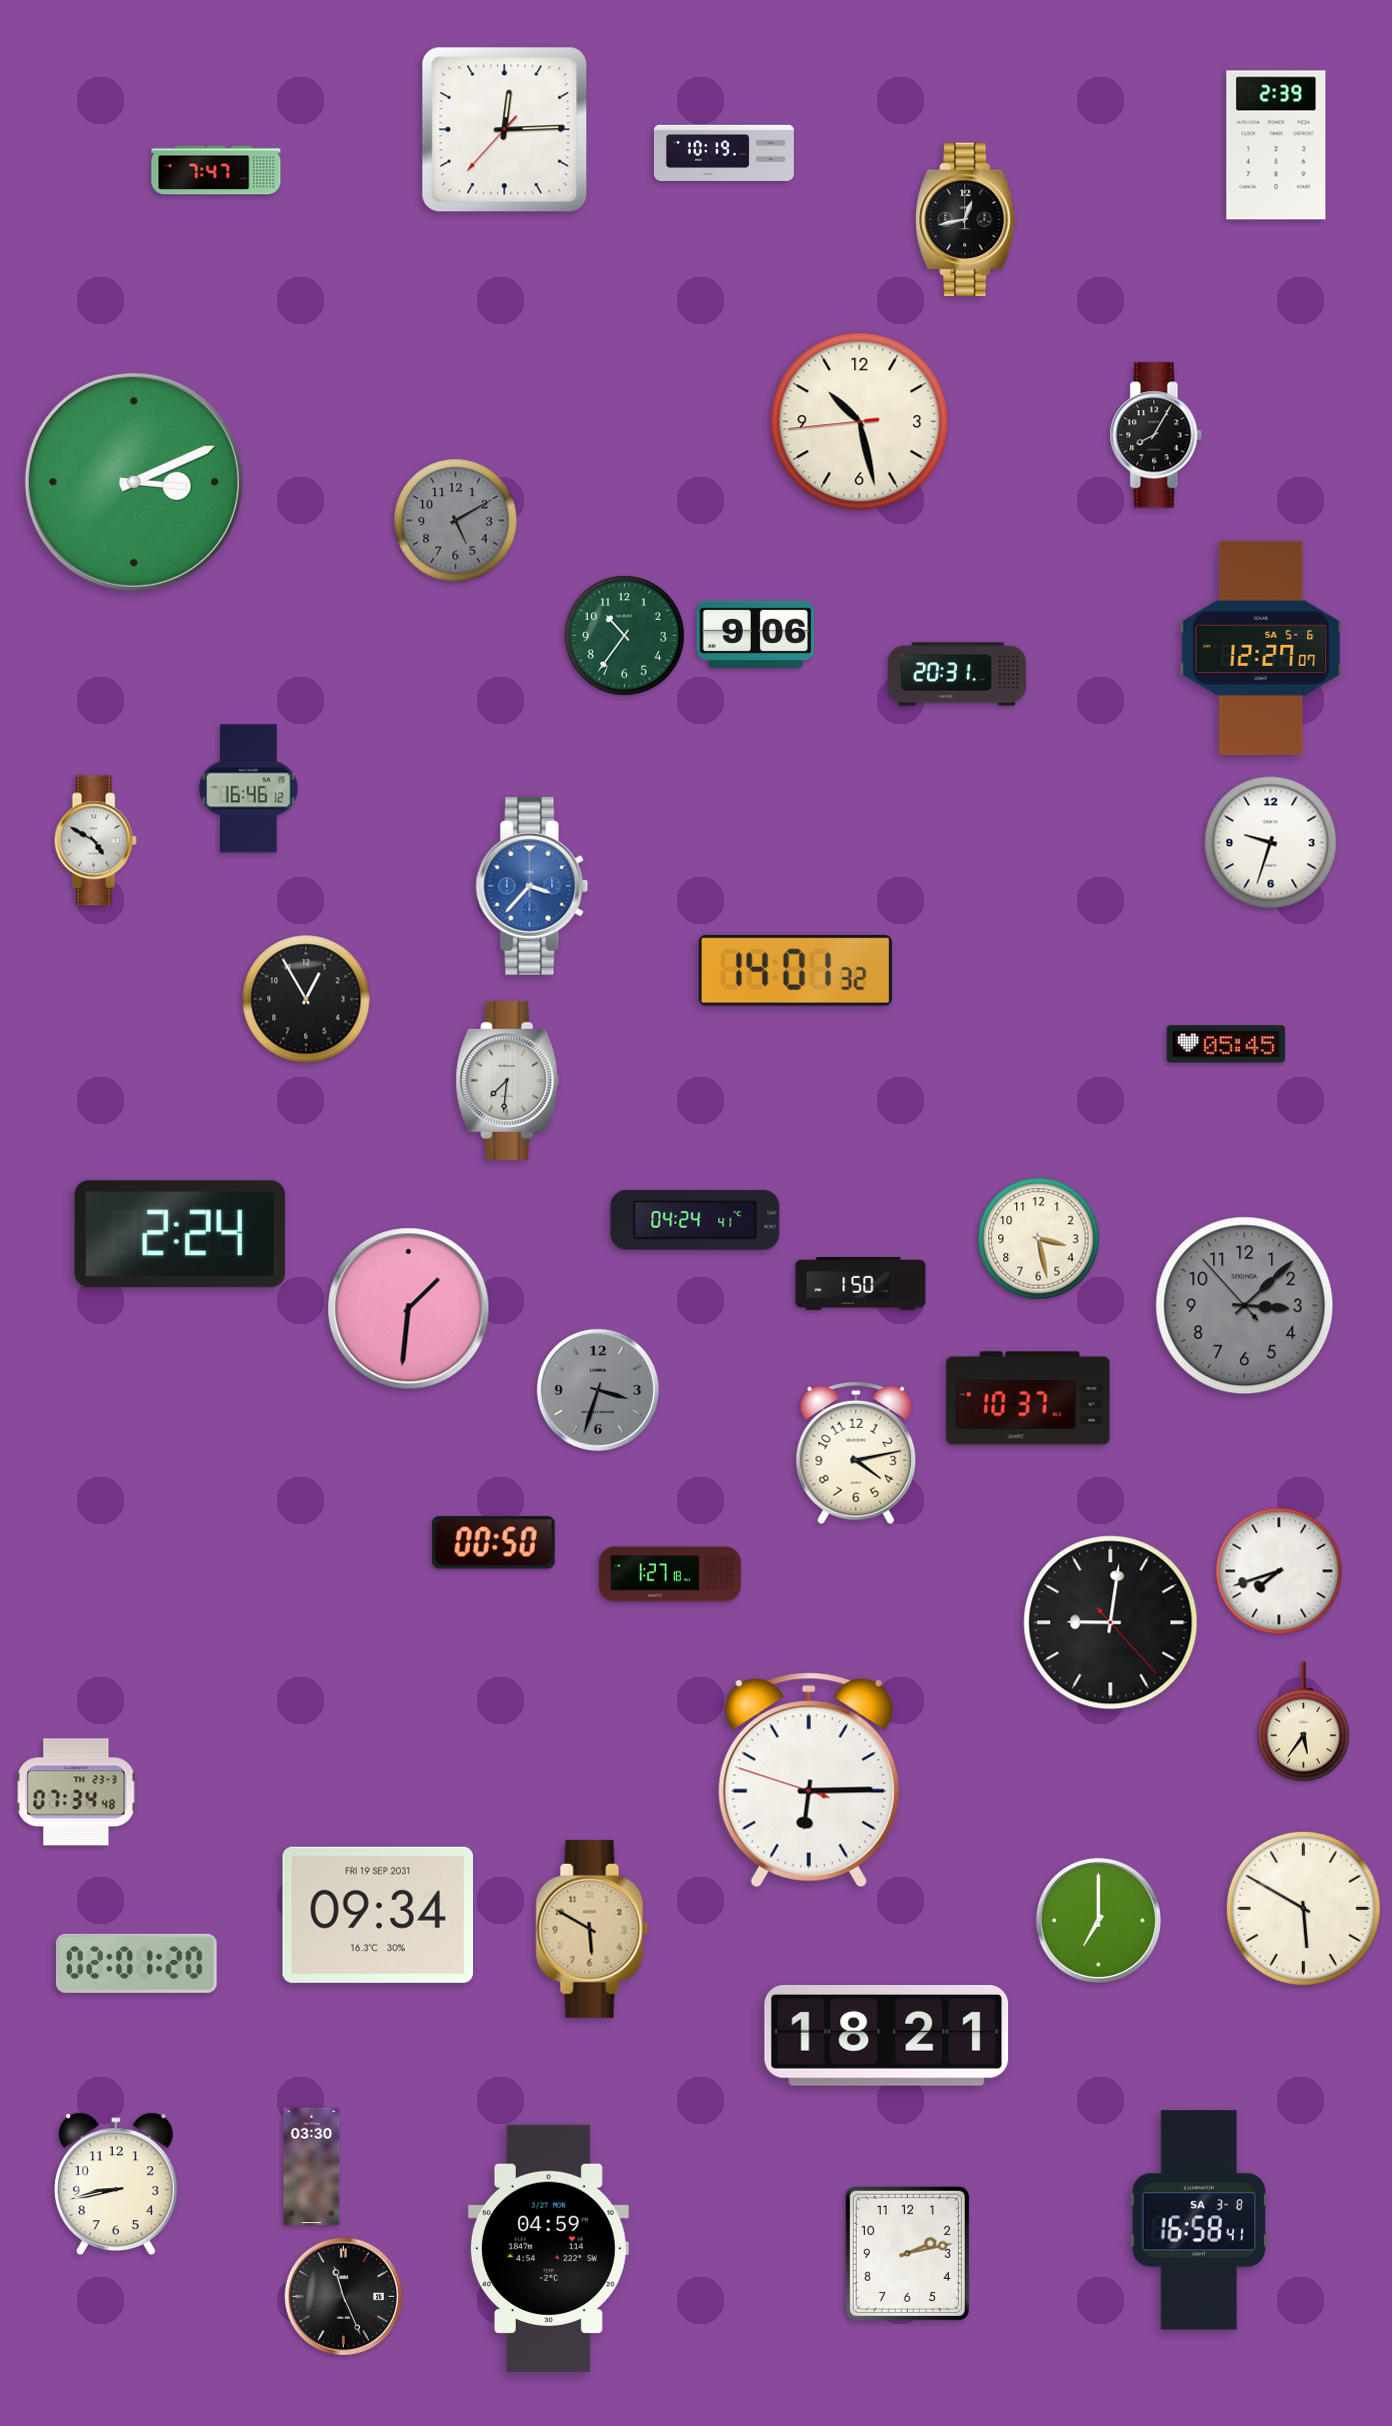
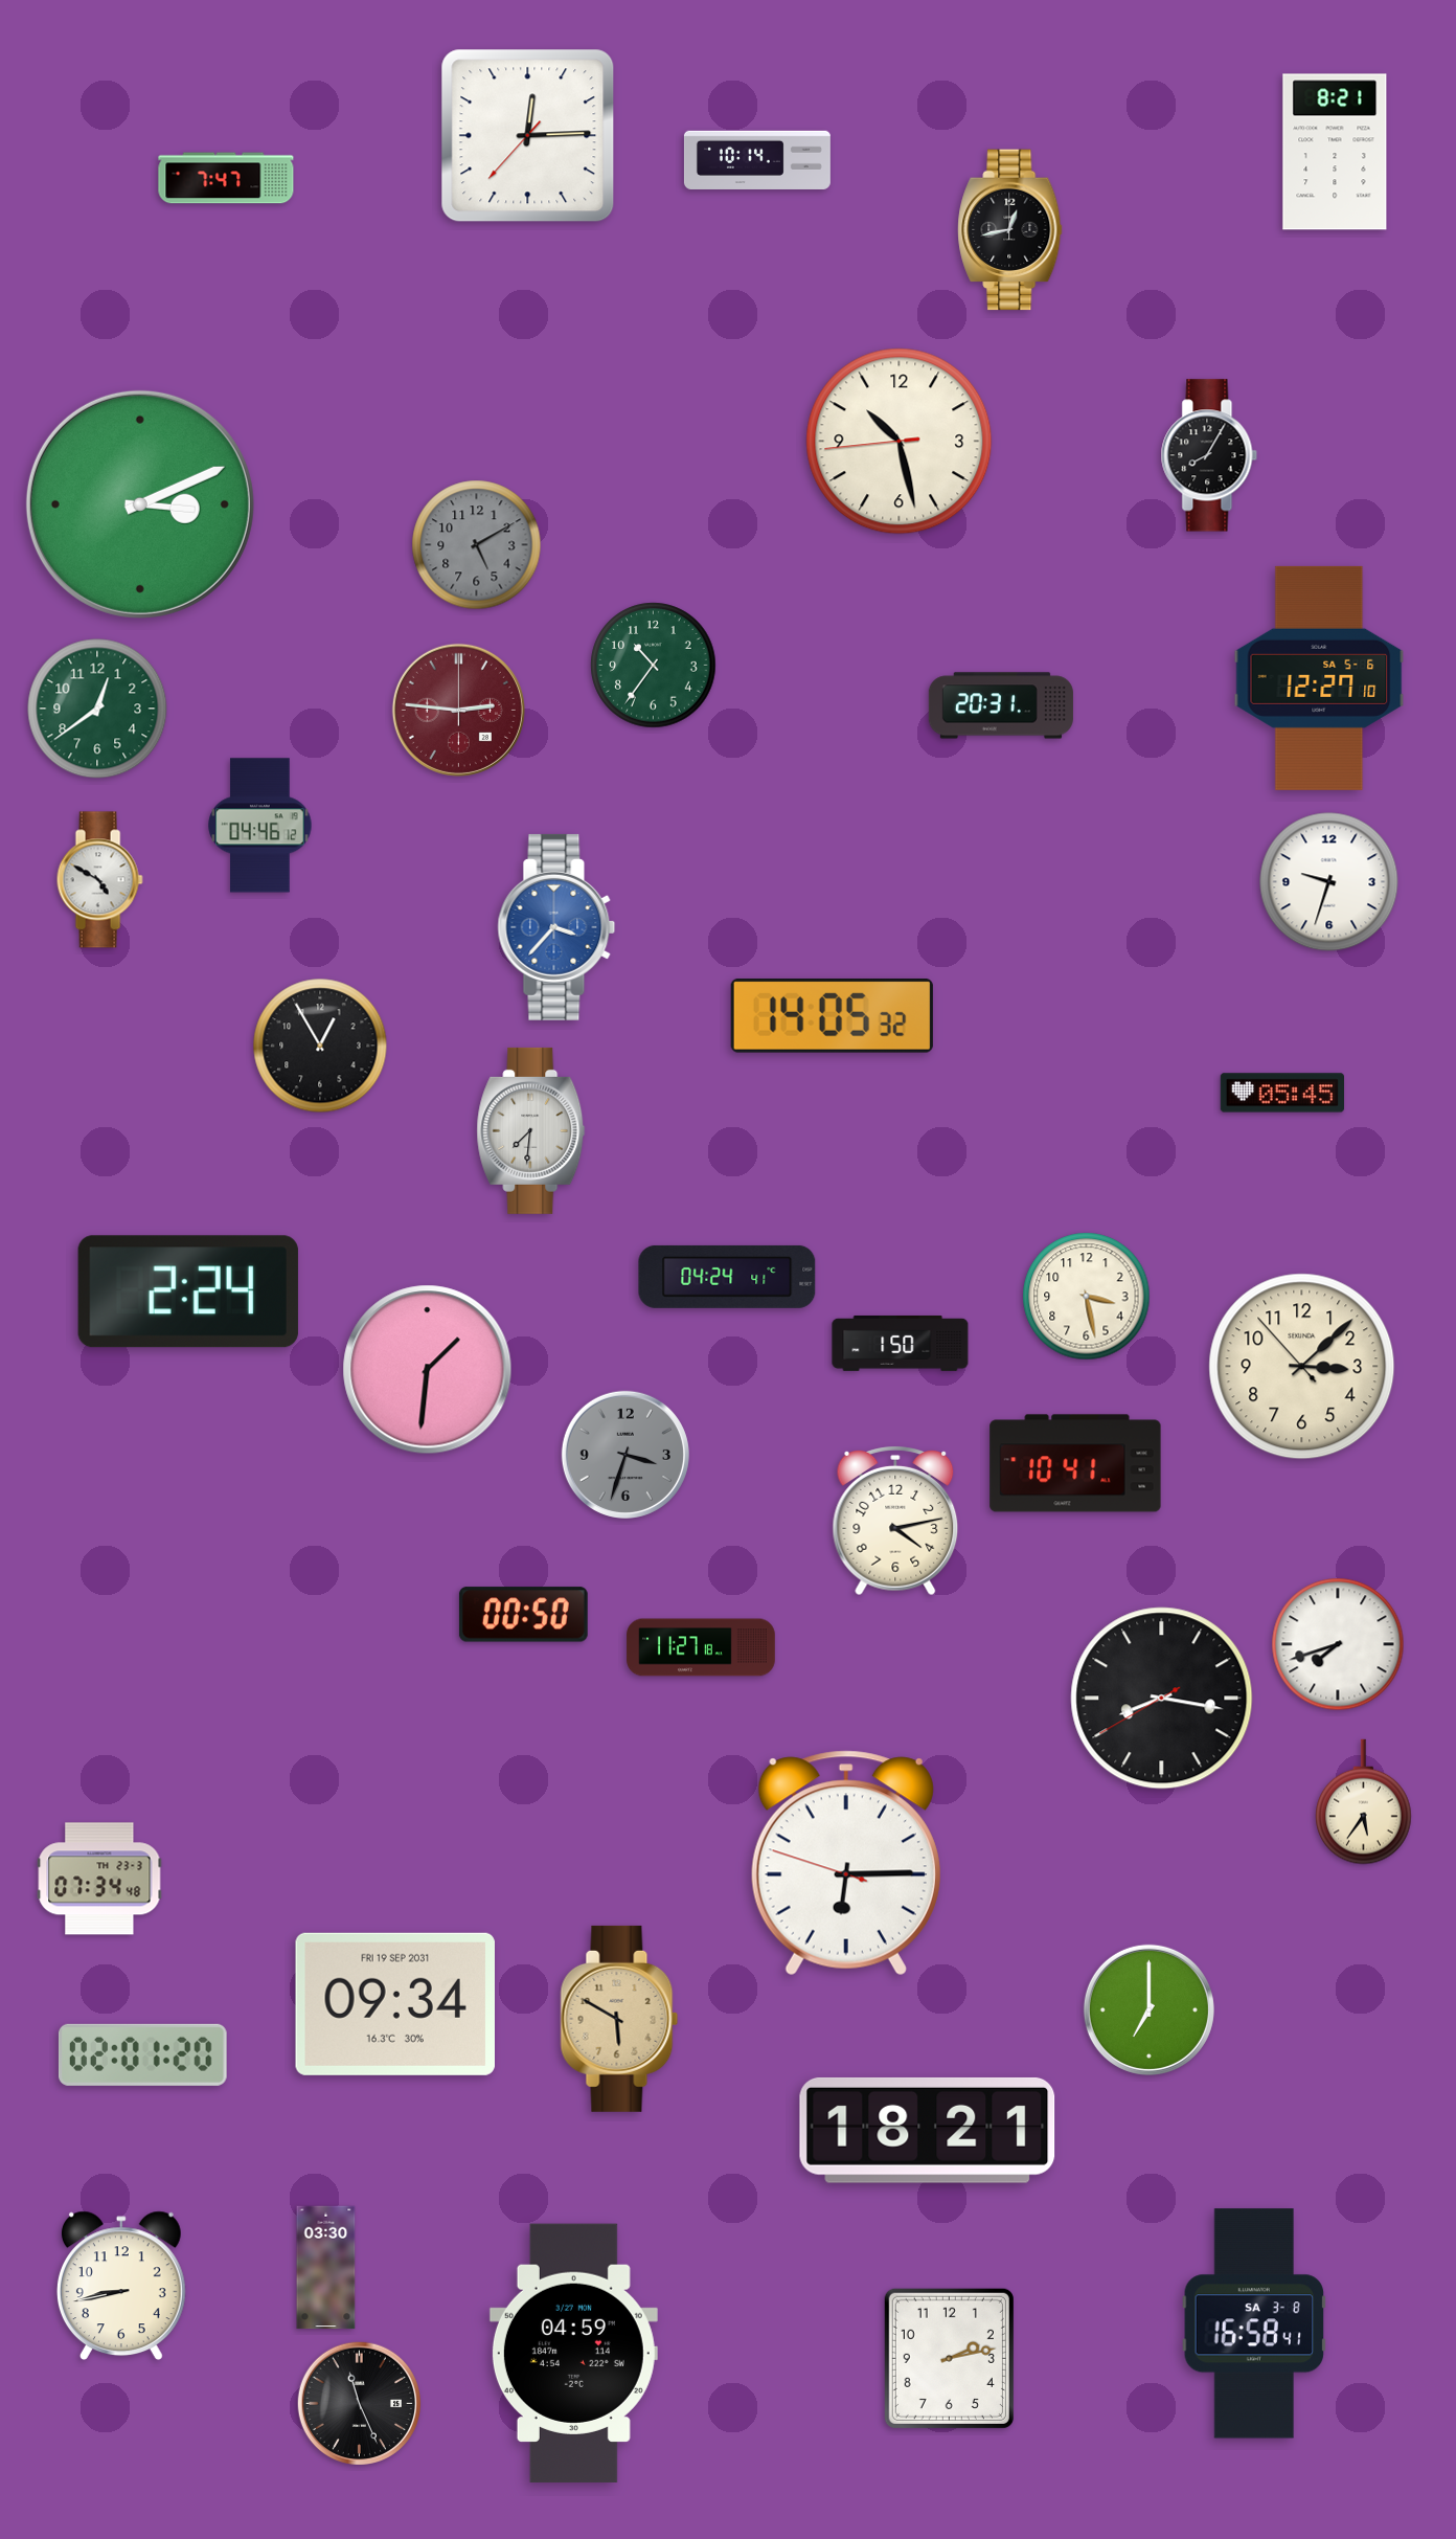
clock at (1276, 145): 2:39 -> 8:21
clock at (724, 152): 10:19 -> 10:14
clock at (756, 634): 9:06 -> none
clock at (1261, 648): 12:27:07 -> 12:27:10
clock at (97, 709): none -> 12:39
clock at (458, 710): none -> 2:46
clock at (249, 789): 16:46 -> 04:46
clock at (795, 970): 14:01 -> 14:05
clock at (1245, 1306) dial: grey -> cream
clock at (1028, 1398): 10:37 -> 10:41
clock at (493, 1543) position: (493, 1543) -> (523, 1615)
clock at (670, 1574): 1:27 -> 11:27
clock at (1111, 1623): 9:01 -> 8:16
clock at (76, 1792) position: (76, 1792) -> (99, 1879)
clock at (1303, 1908): 5:50 -> none
